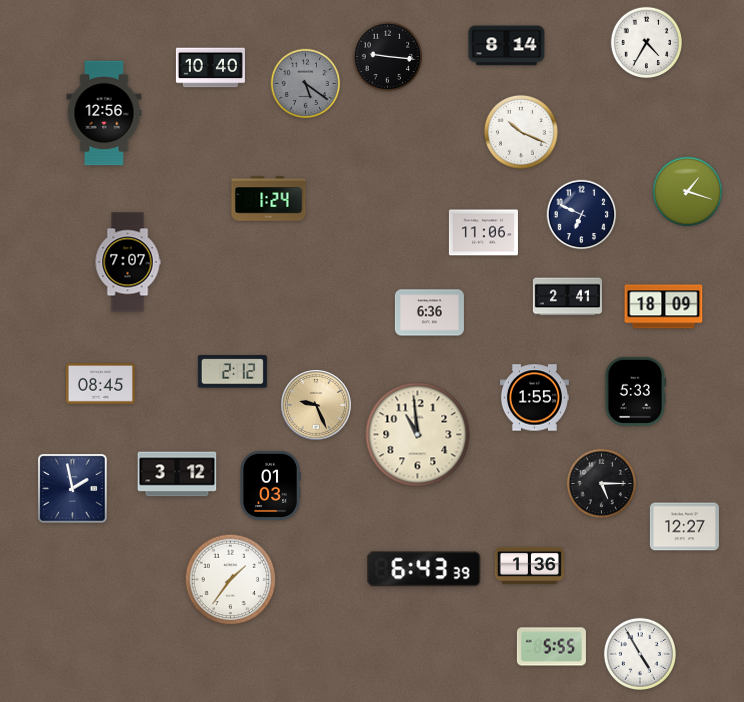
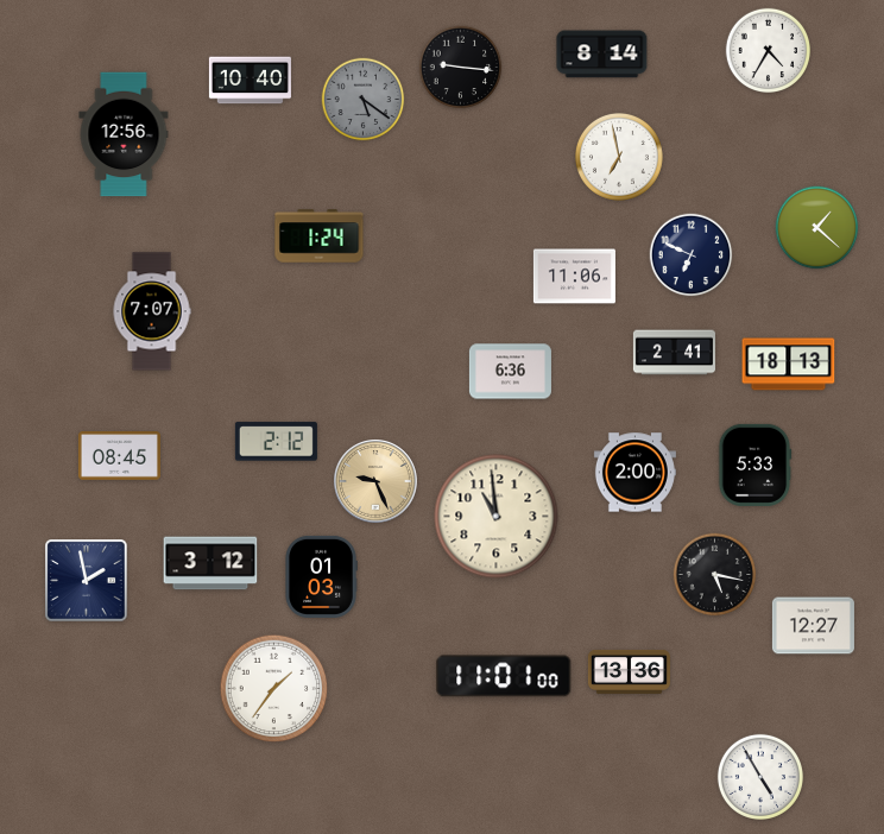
clock at (521, 132): 10:19 -> 6:58
clock at (688, 192): 1:18 -> 1:22
clock at (664, 307): 18:09 -> 18:13
clock at (534, 398): 1:55 -> 2:00
clock at (602, 484): 5:15 -> 5:17
clock at (529, 565): 1:36 -> 13:36
clock at (424, 569): 6:43 -> 11:01
clock at (551, 647): 5:55 -> none
